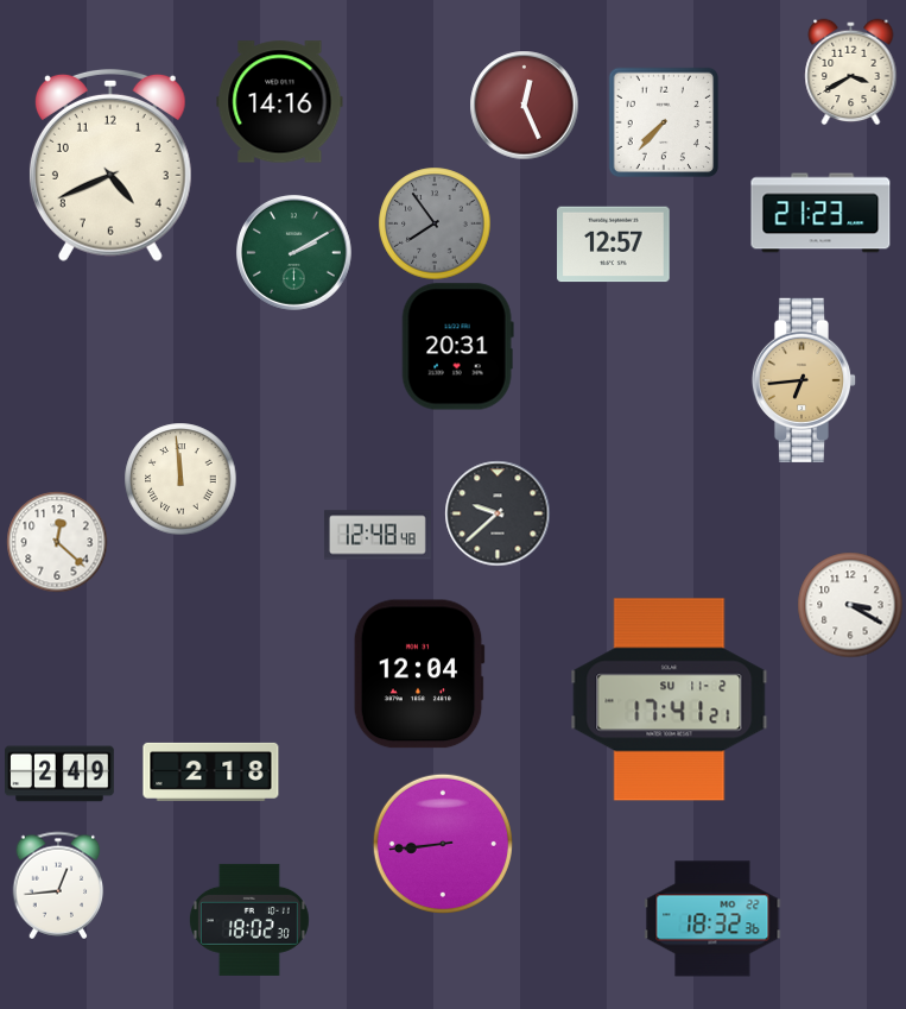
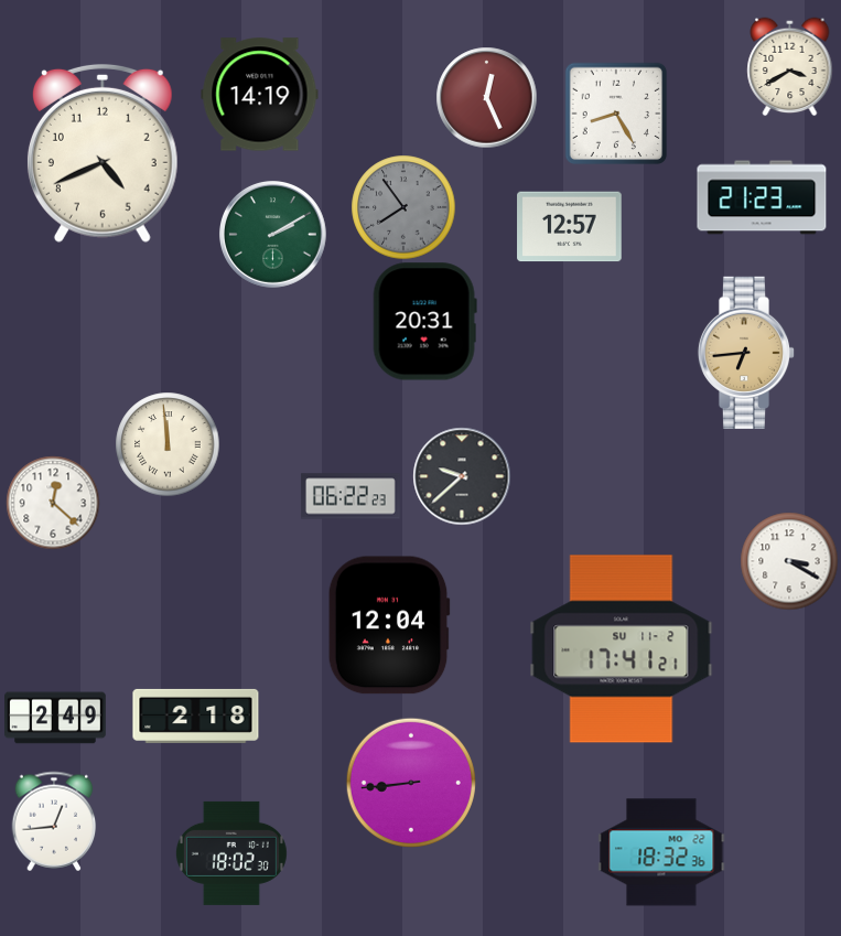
clock at (280, 102): 14:16 -> 14:19
clock at (664, 122): 7:37 -> 8:25
clock at (378, 535): 12:48 -> 06:22
